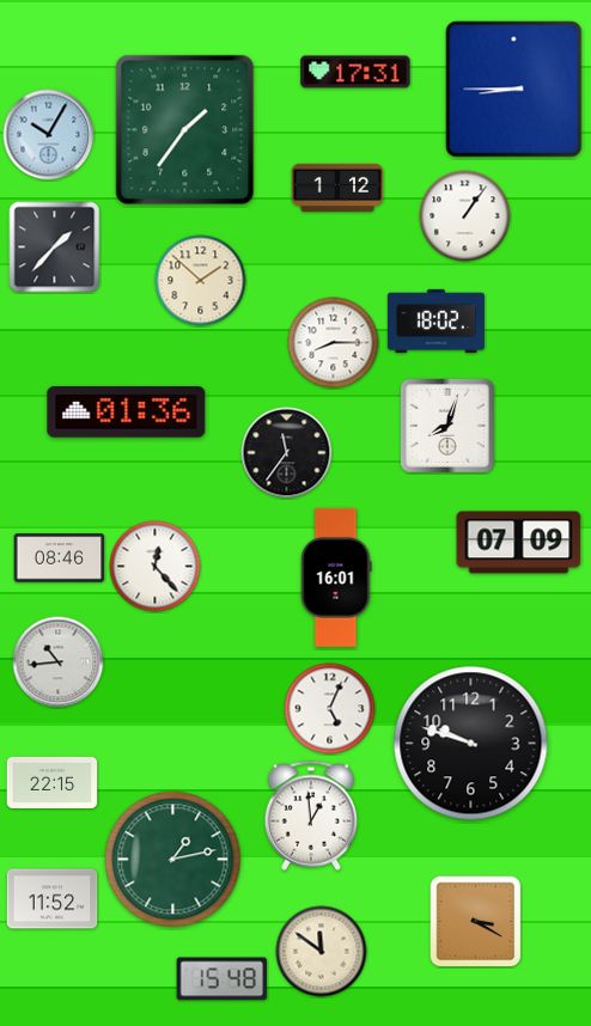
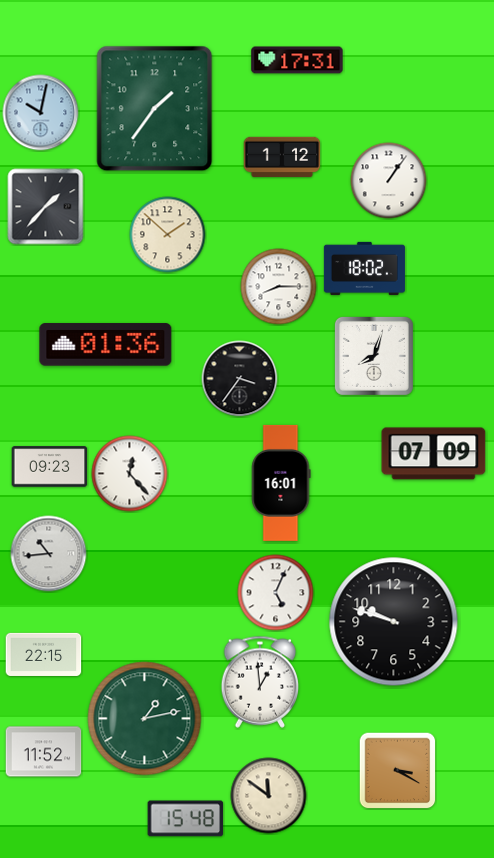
clock at (514, 90): 8:45 -> none
clock at (49, 135): 10:05 -> 10:02
clock at (287, 453): 11:36 -> 3:36
clock at (60, 558): 08:46 -> 09:23
